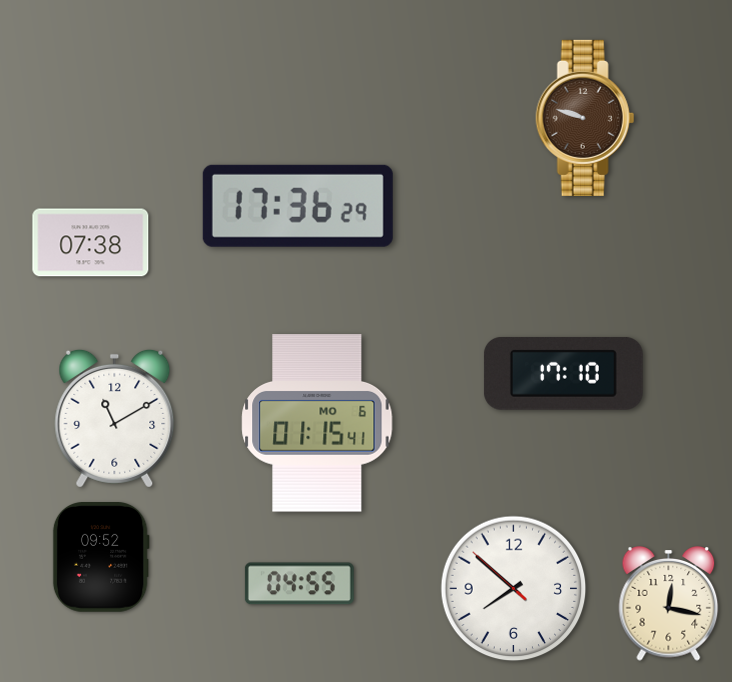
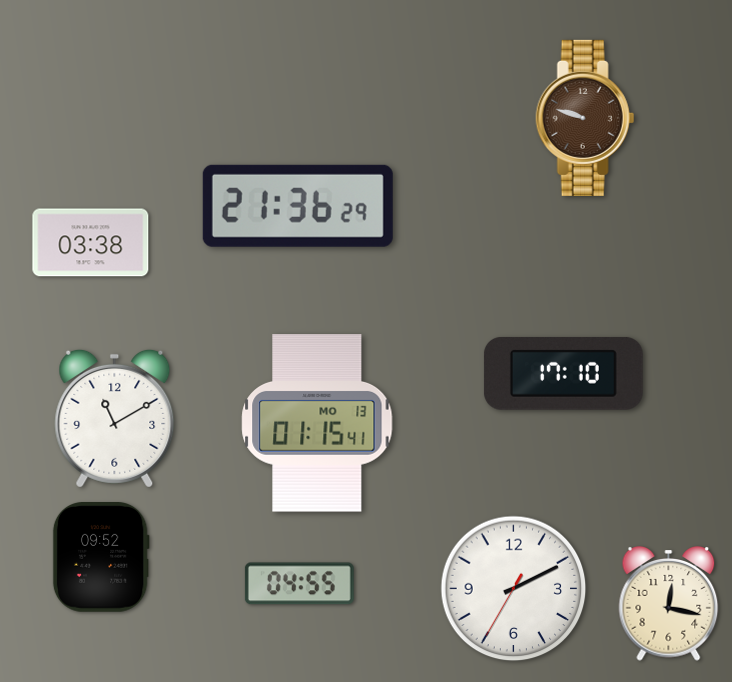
clock at (298, 206): 17:36 -> 21:36
clock at (91, 243): 07:38 -> 03:38
clock at (317, 423) date: MO 6 -> MO 13
clock at (514, 589): 7:51 -> 2:10
